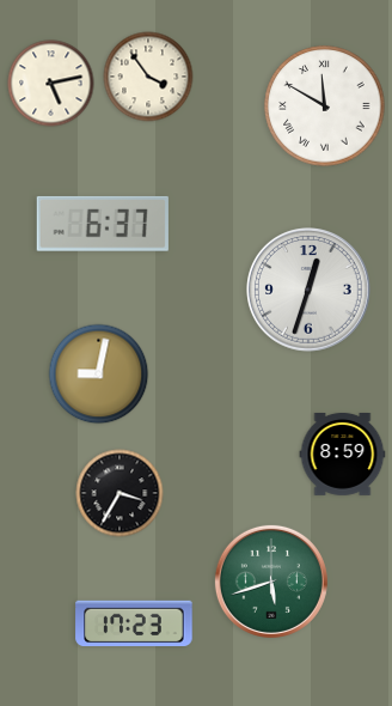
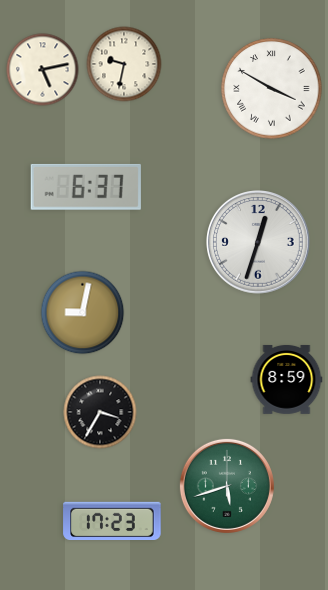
clock at (148, 77): 3:54 -> 9:32
clock at (325, 106): 11:50 -> 3:50
